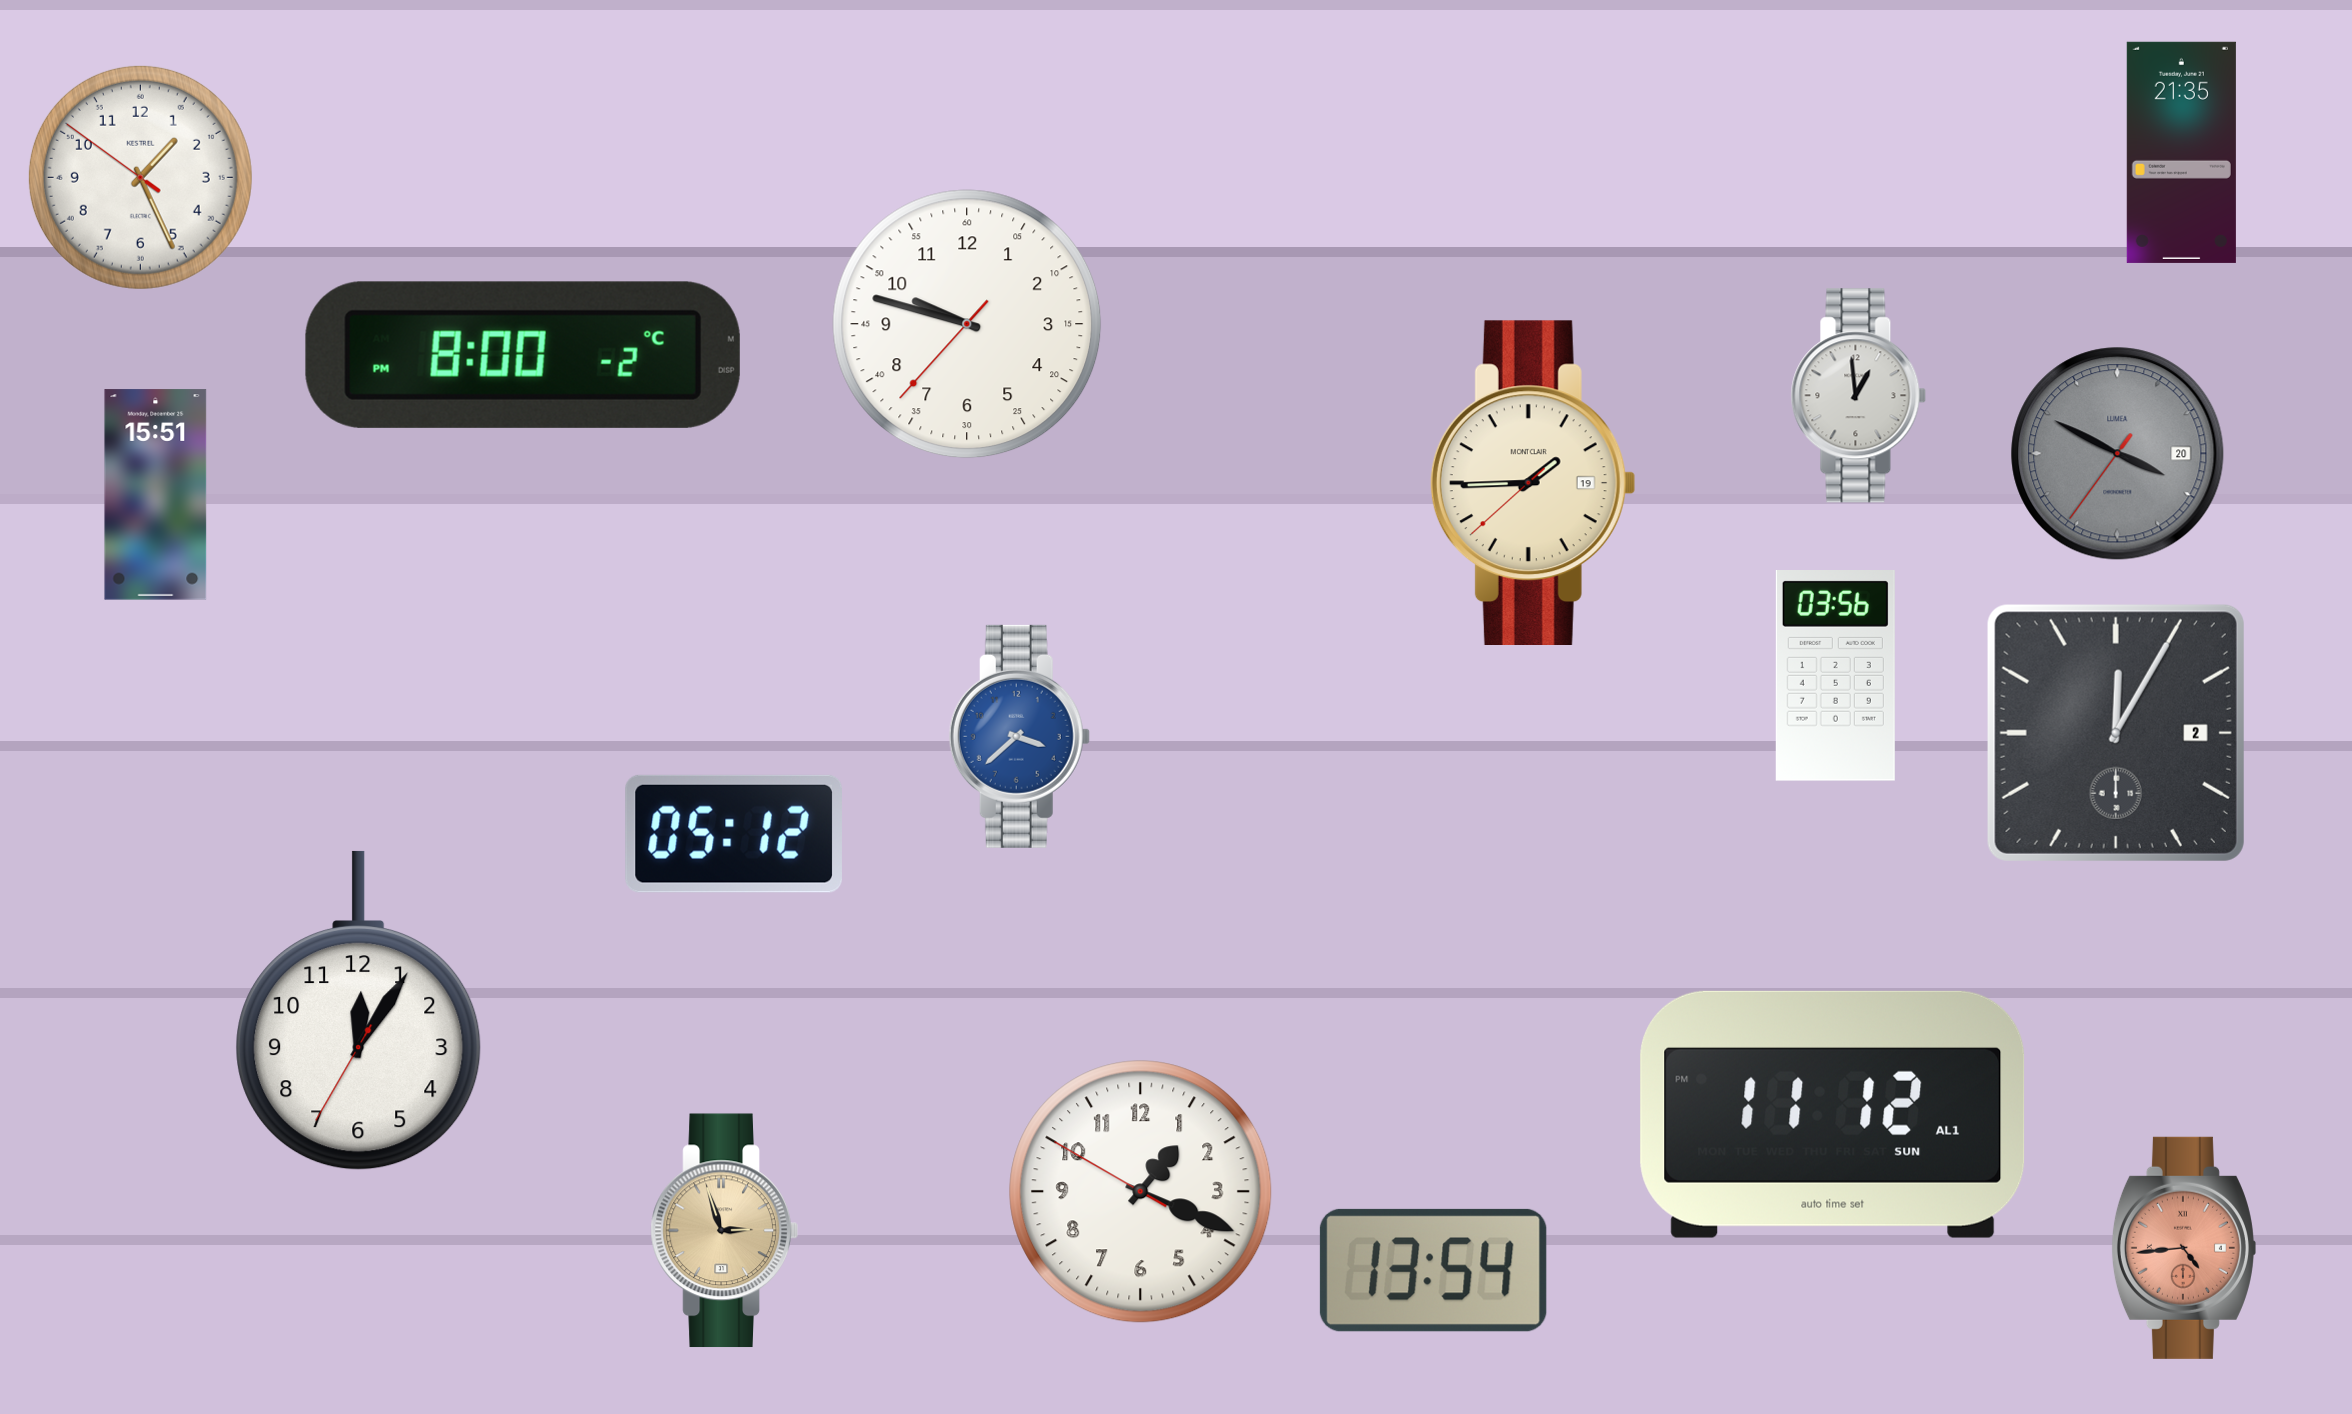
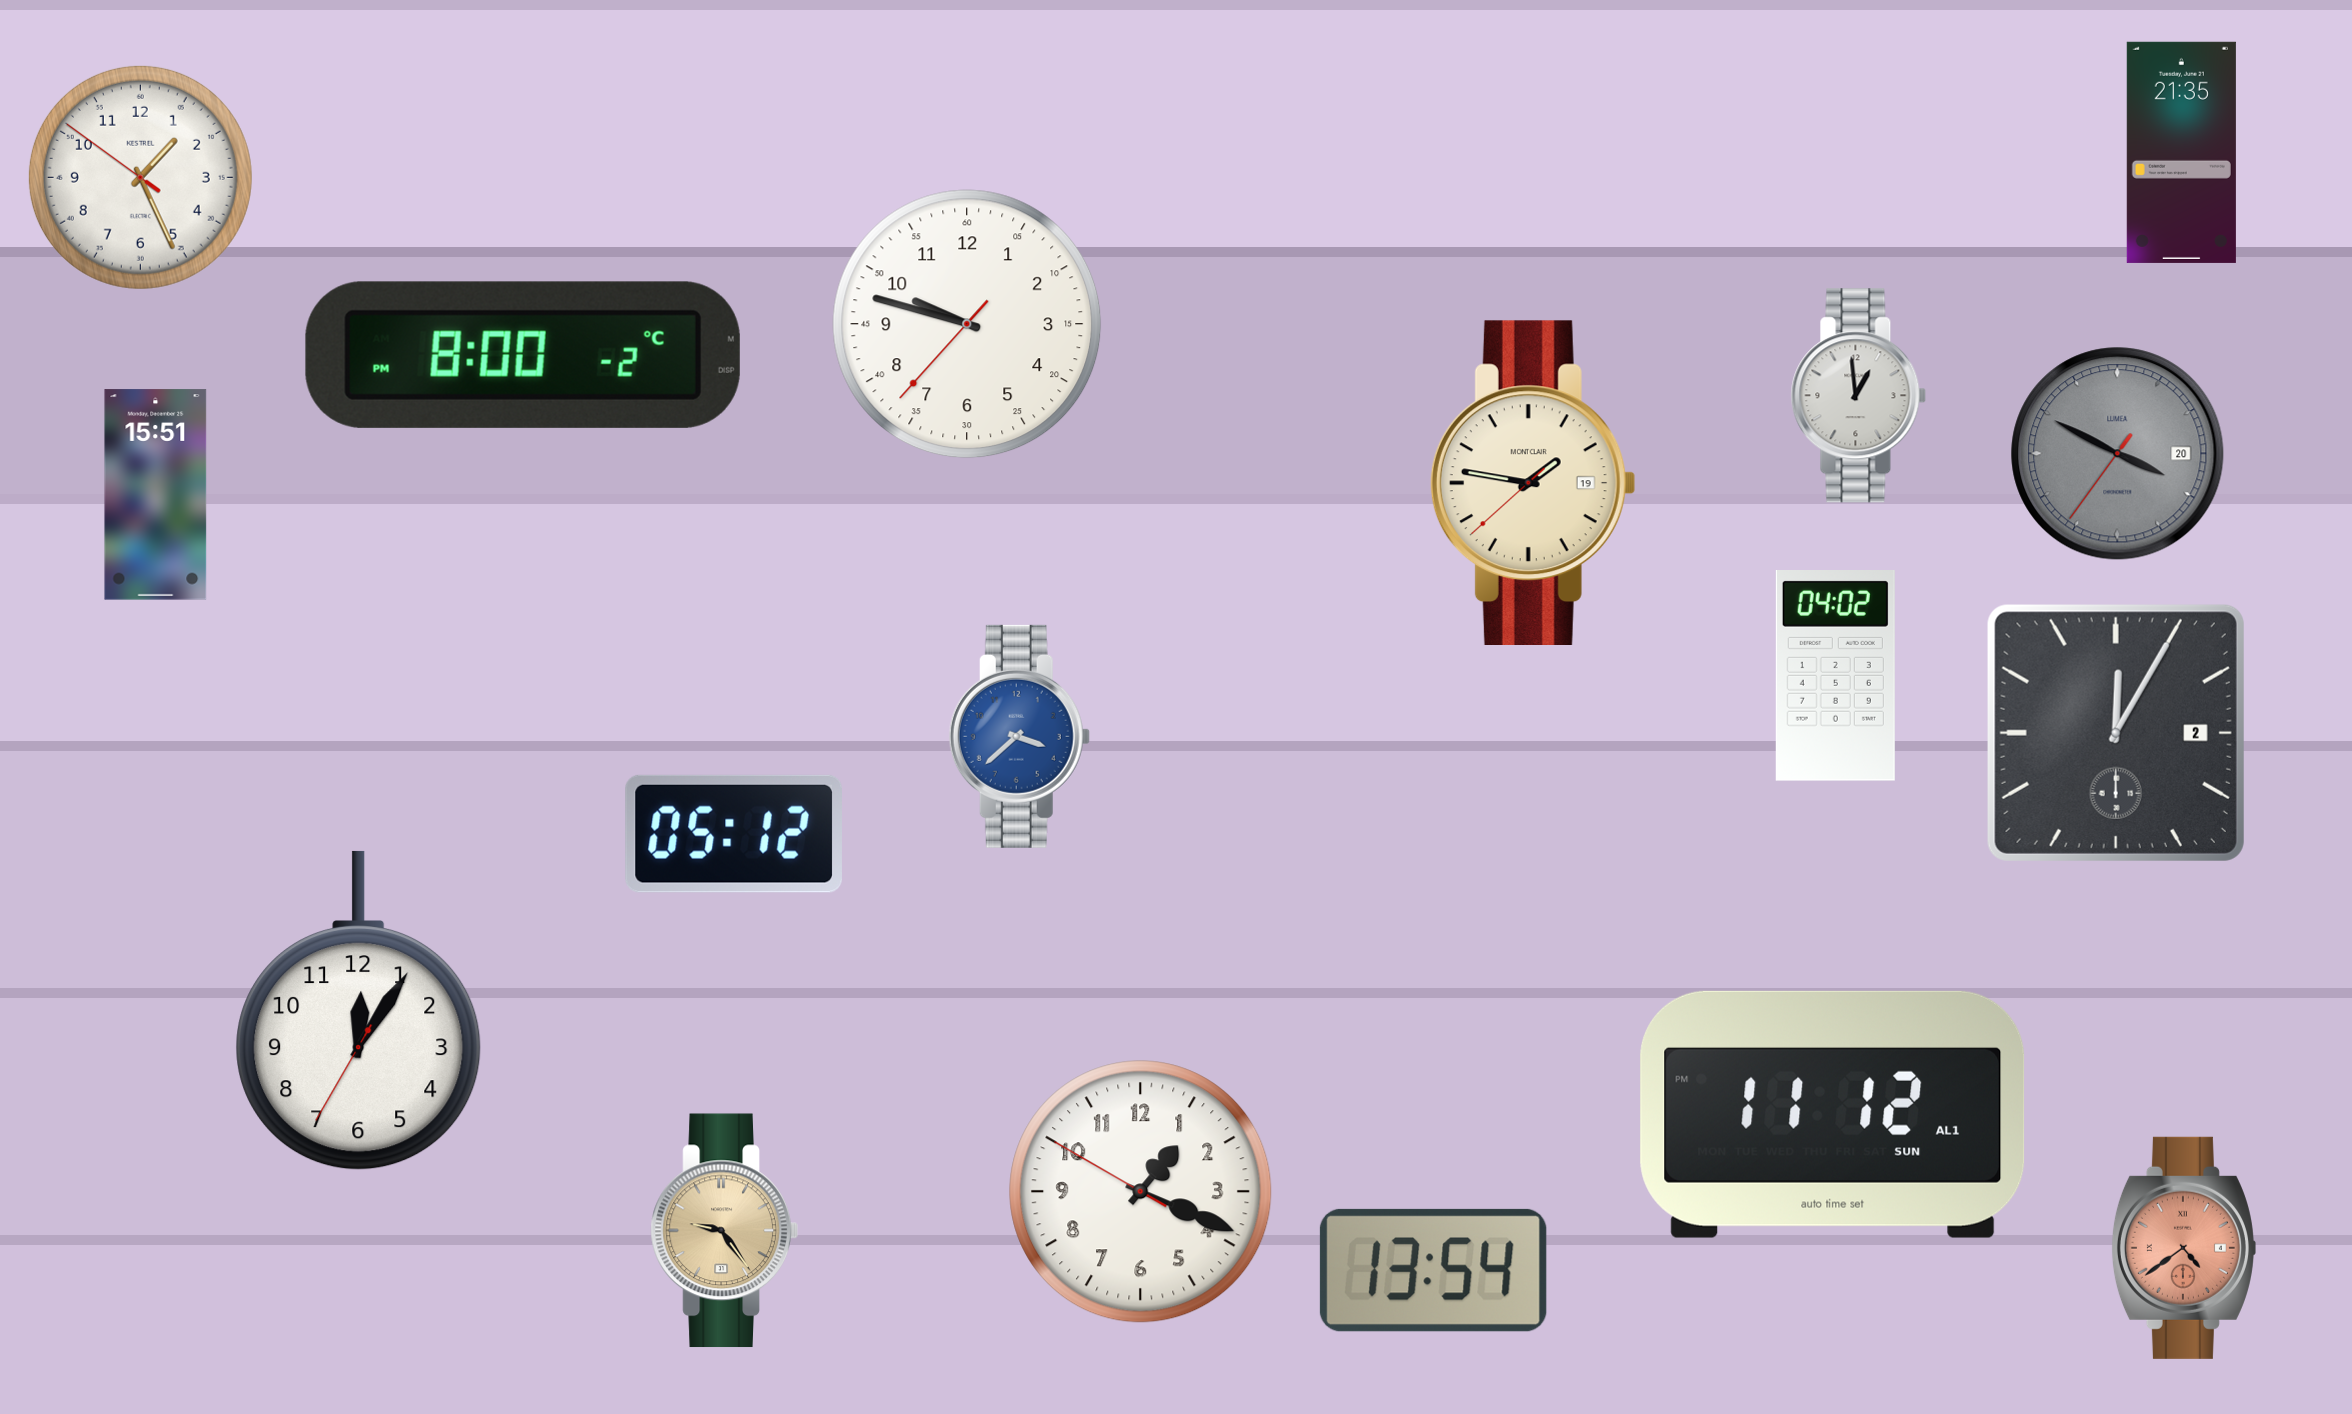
clock at (1533, 482): 1:44 -> 1:46
clock at (1835, 676): 03:56 -> 04:02
clock at (724, 1231): 2:57 -> 9:24
clock at (2183, 1248): 4:44 -> 4:39
